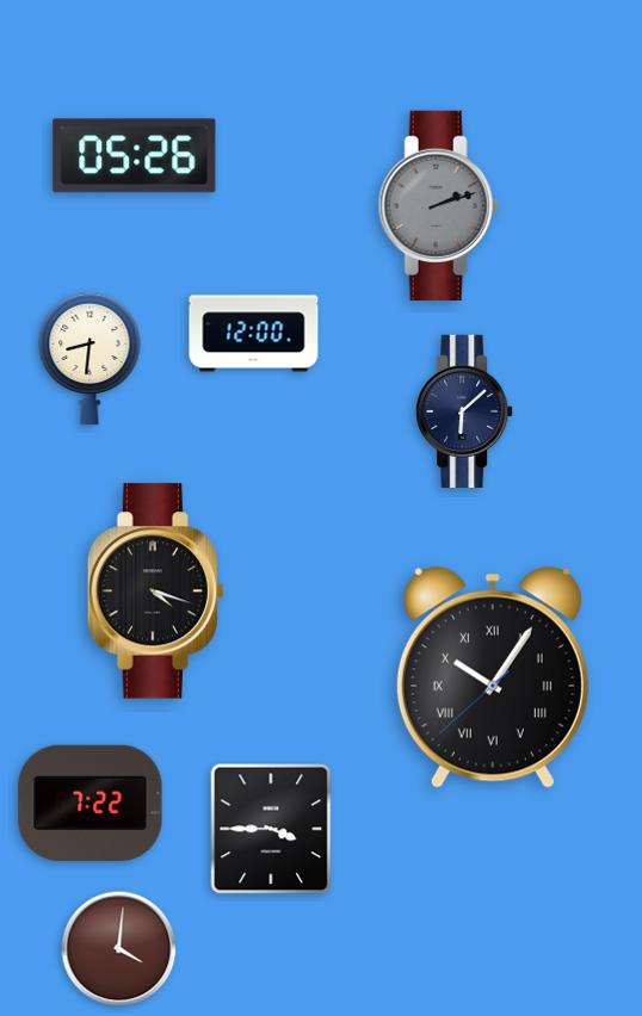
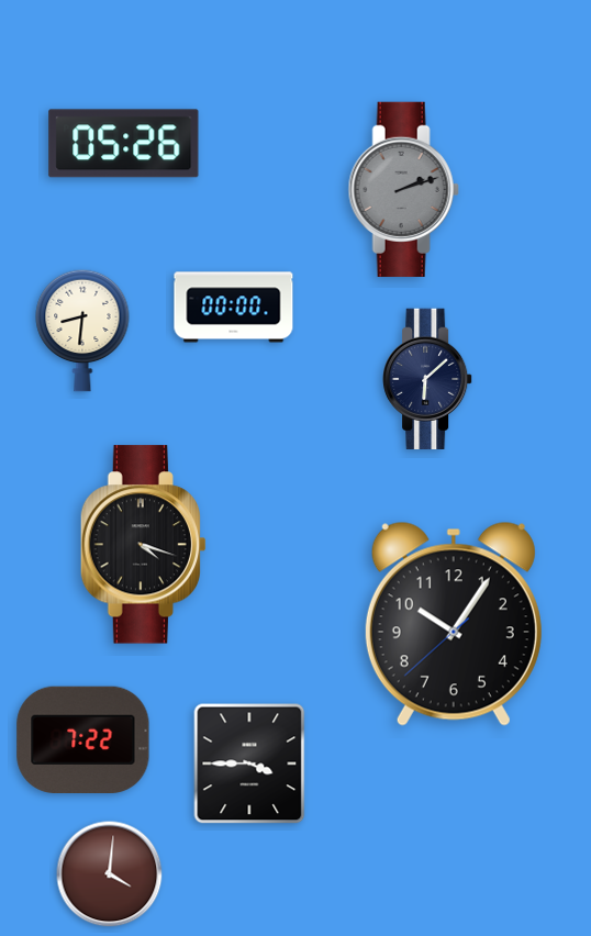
clock at (254, 334): 12:00 -> 00:00
clock at (493, 677) numerals: Roman -> Arabic
